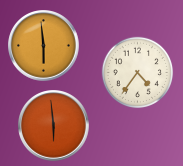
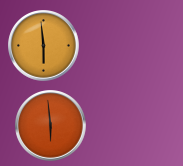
clock at (138, 73): 4:36 -> none
clock at (54, 126) position: (54, 126) -> (51, 126)
